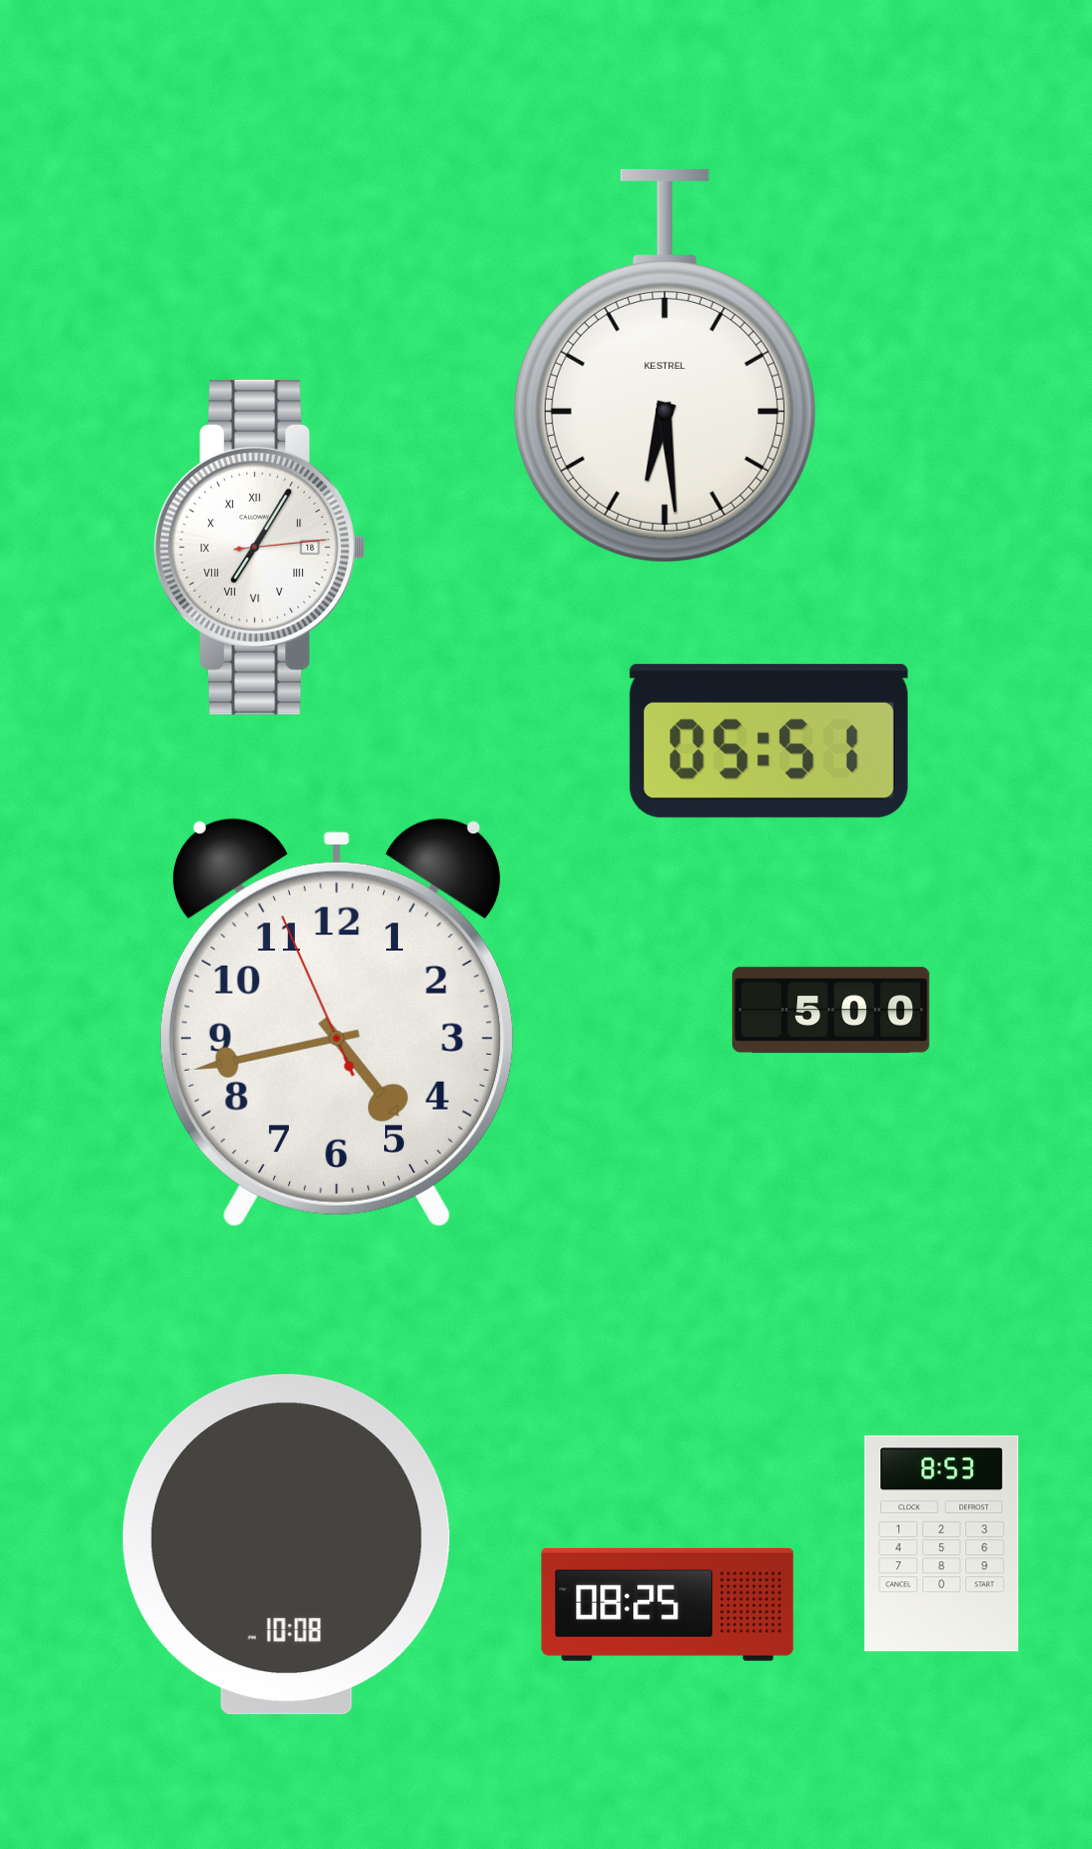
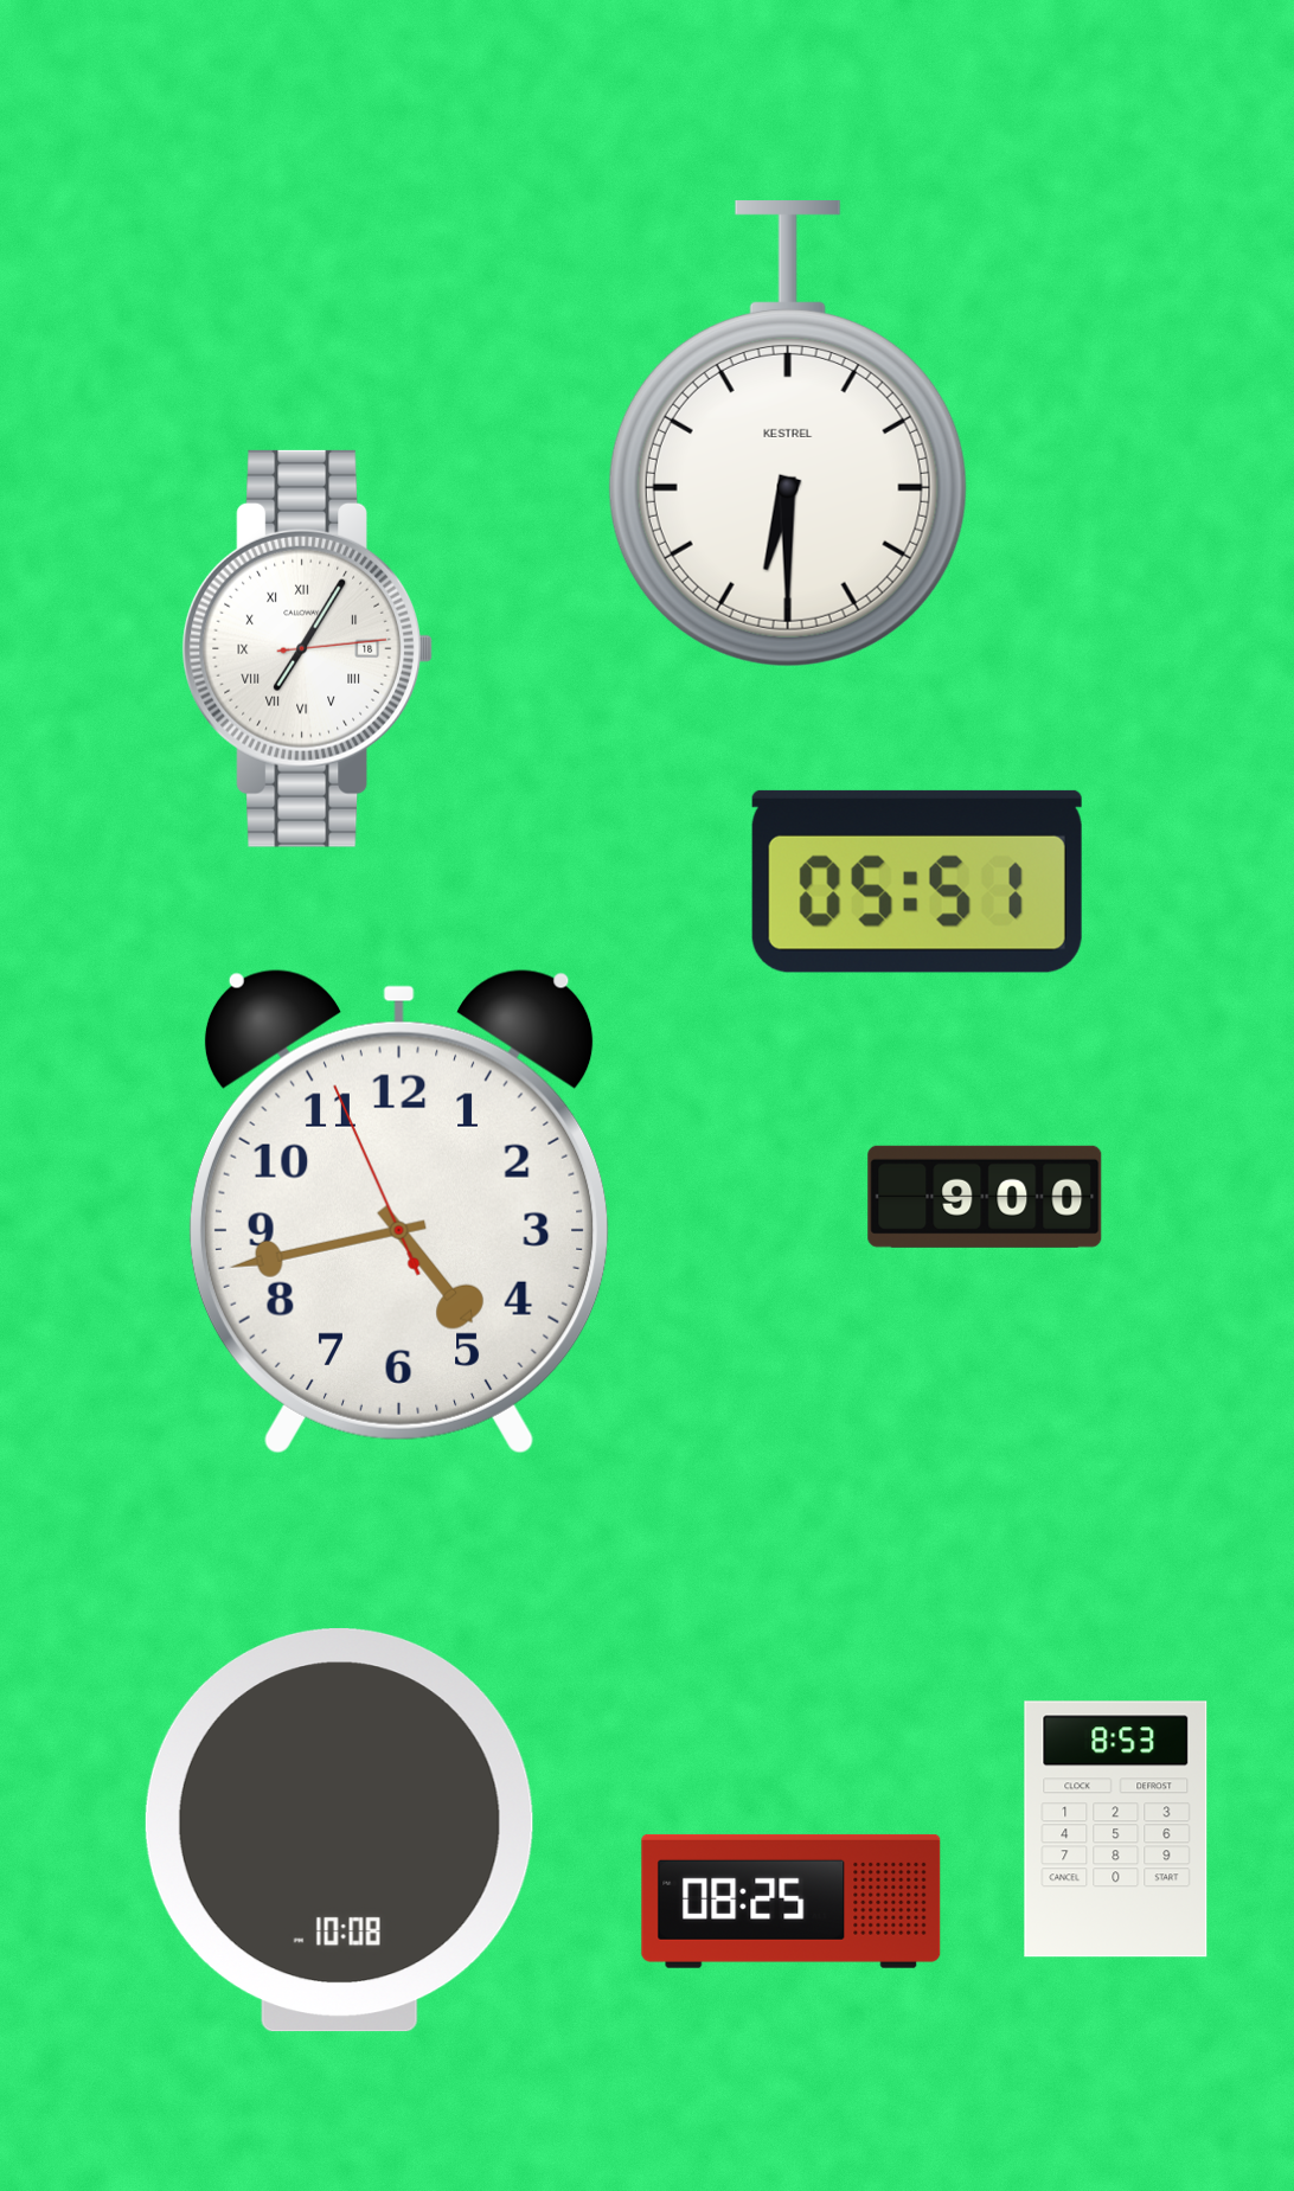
clock at (665, 366): 6:29 -> 6:30
clock at (769, 741) position: (769, 741) -> (917, 882)
clock at (831, 1010): 5:00 -> 9:00
